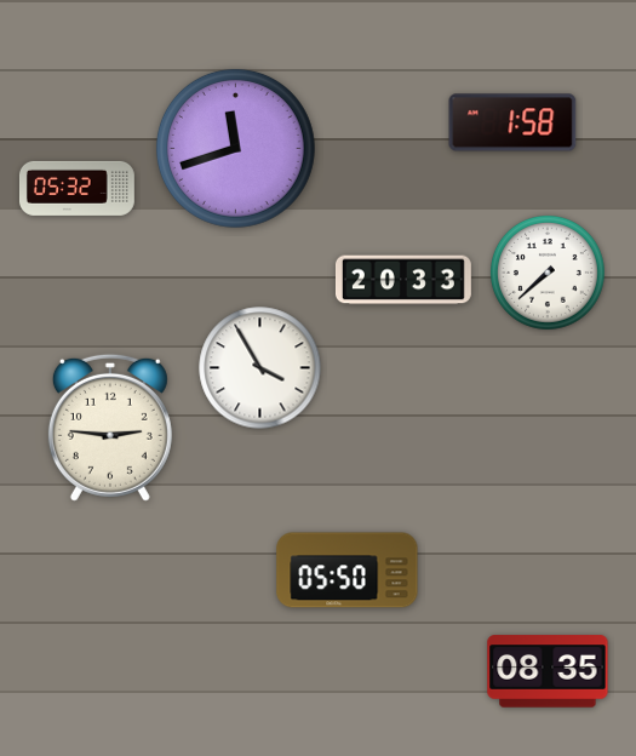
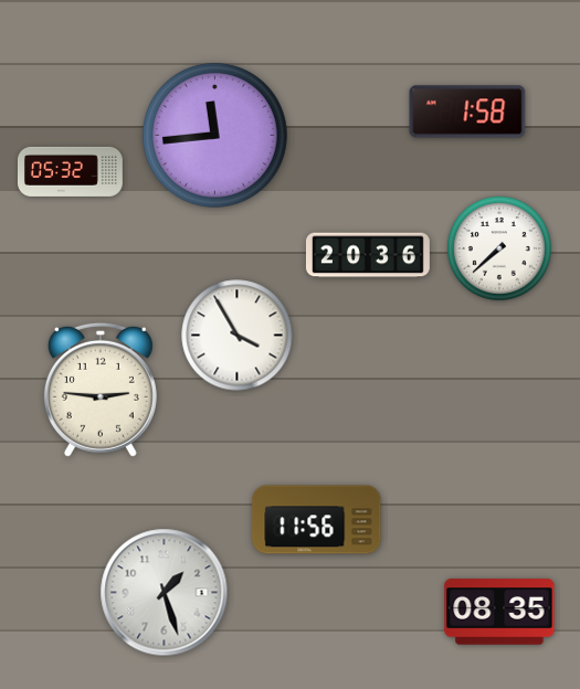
clock at (235, 148): 11:42 -> 11:44
clock at (403, 280): 20:33 -> 20:36
clock at (348, 571): 05:50 -> 11:56
clock at (165, 593): none -> 1:27
